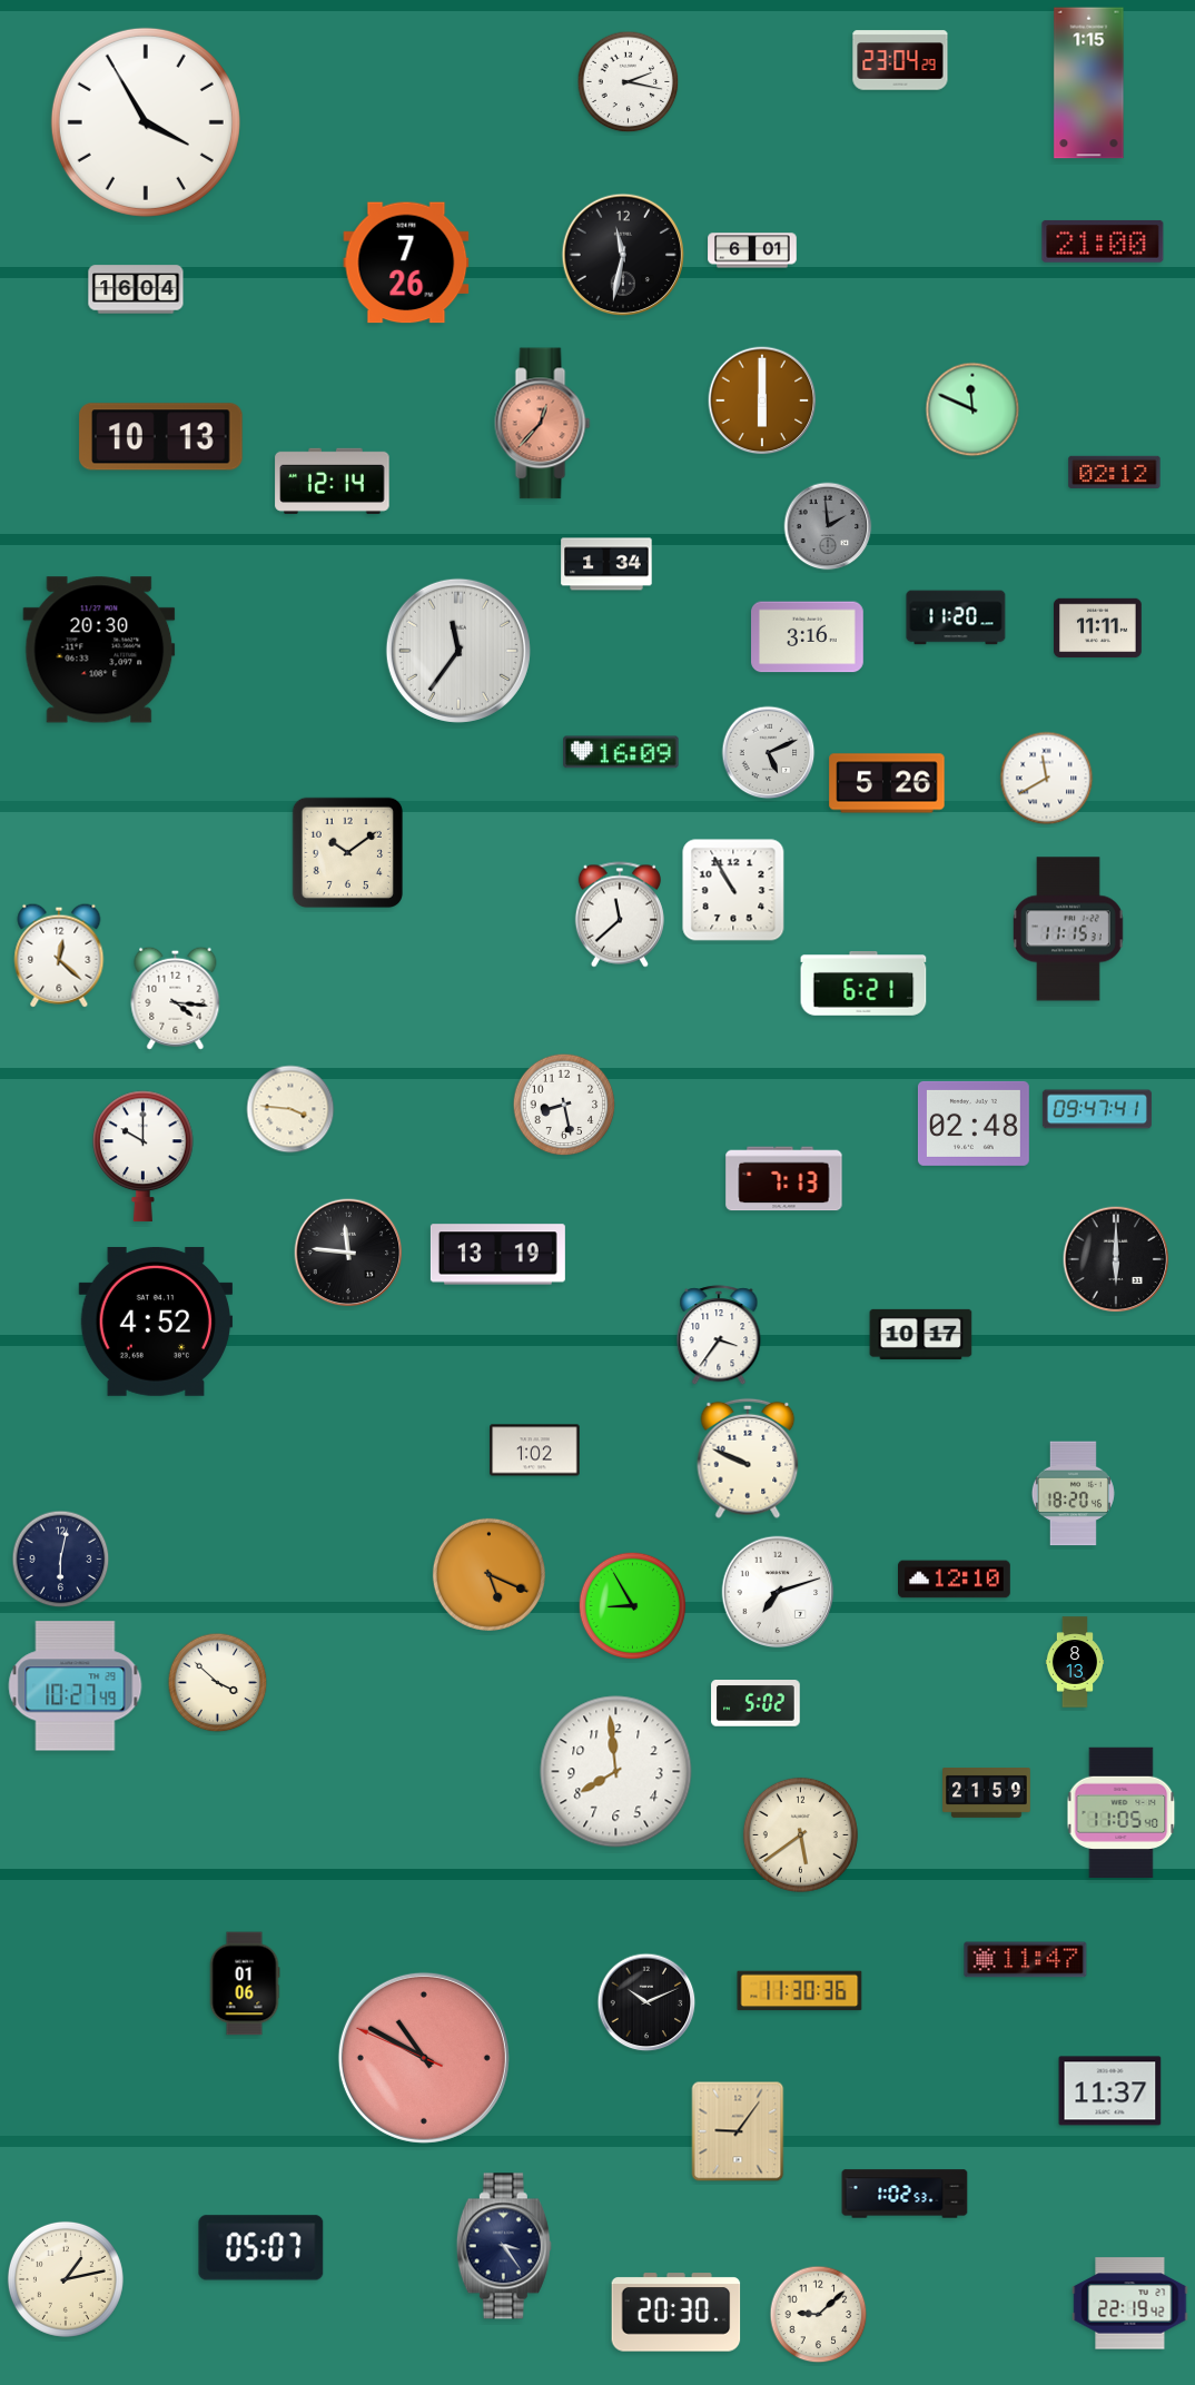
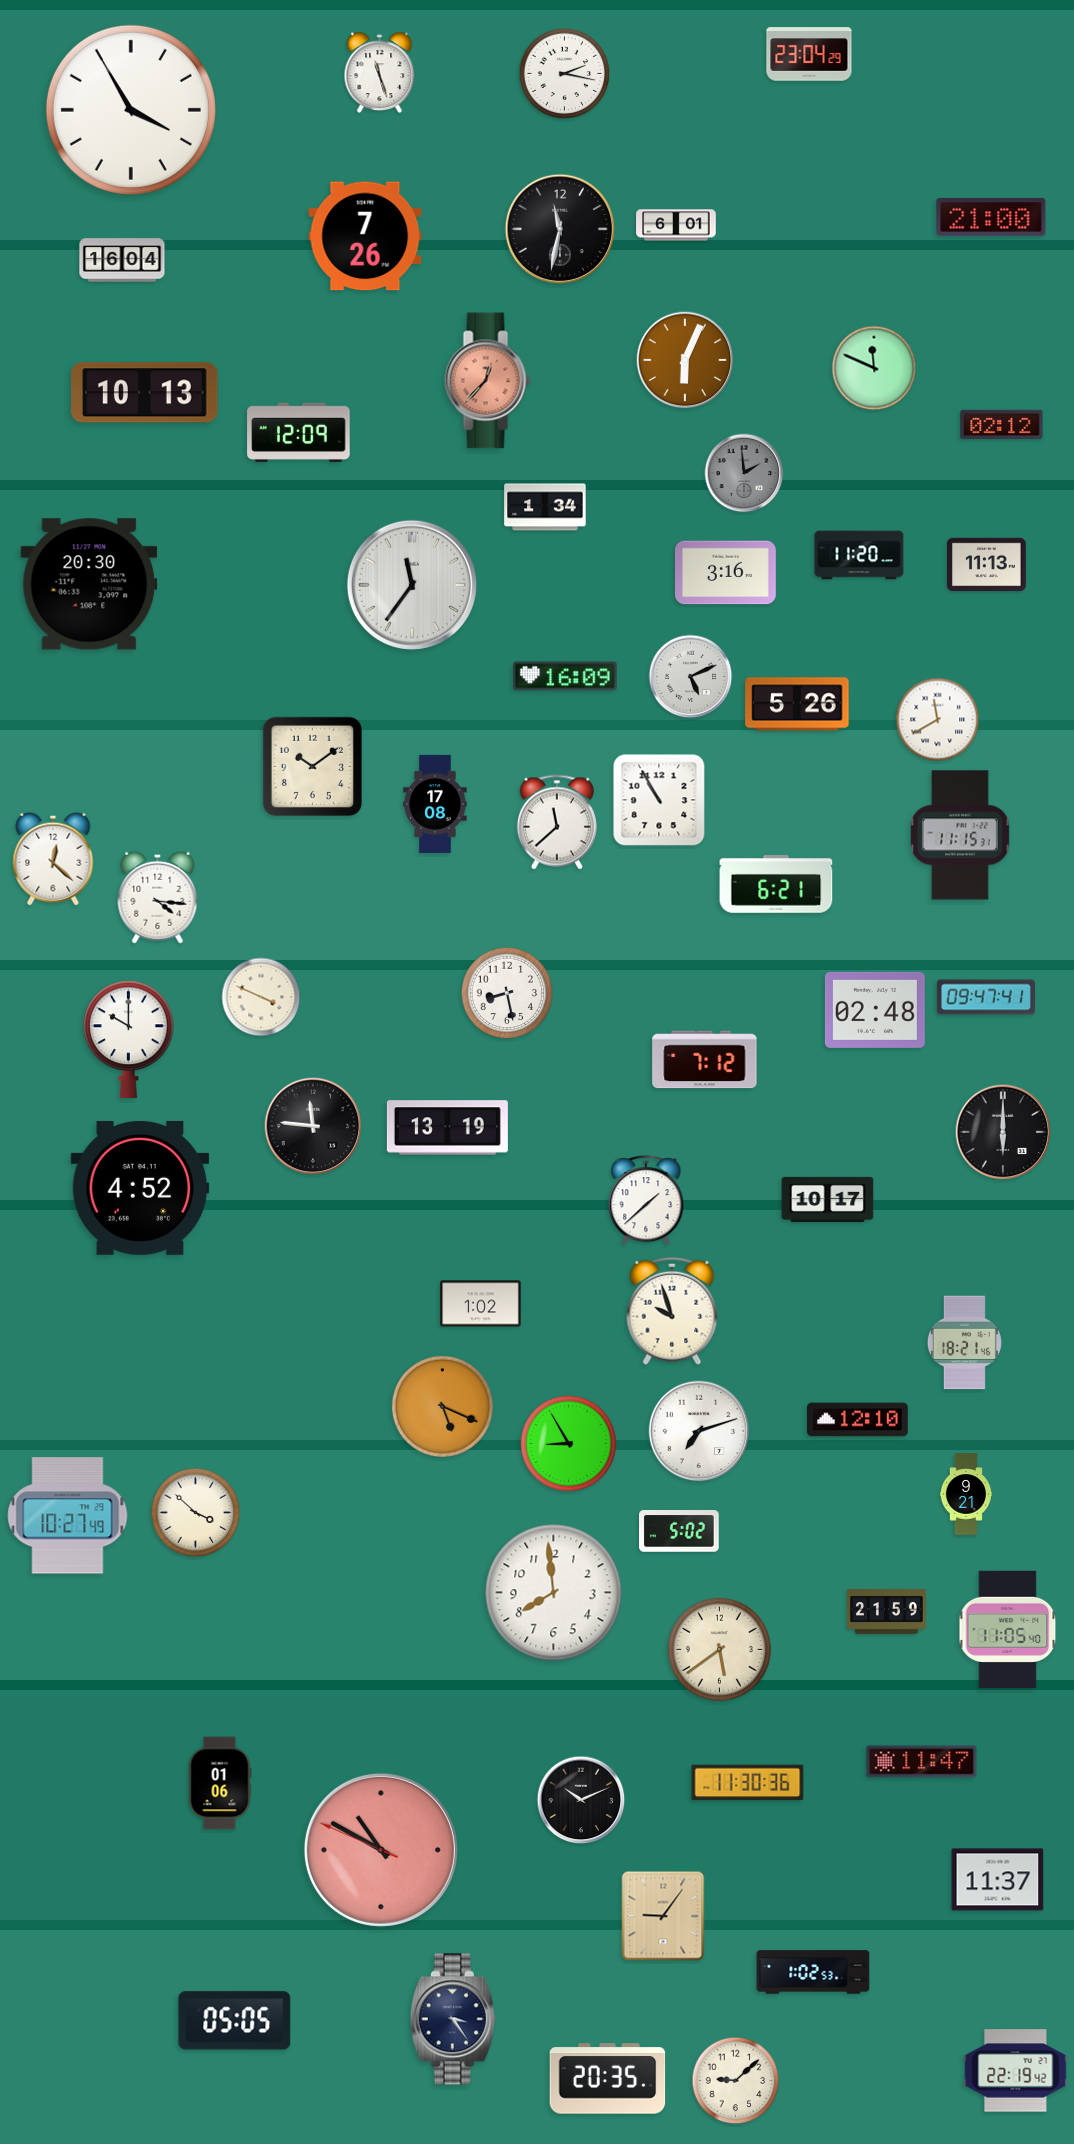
clock at (380, 73): none -> 11:27
clock at (1089, 83): 1:15 -> none
clock at (762, 400): 6:00 -> 6:04
clock at (333, 481): 12:14 -> 12:09
clock at (1098, 629): 11:11 -> 11:13
clock at (621, 752) position: (621, 752) -> (565, 676)
clock at (1047, 779) position: (1047, 779) -> (938, 720)
clock at (435, 804): none -> 17:08
clock at (290, 1109): 3:46 -> 3:49
clock at (784, 1179): 7:13 -> 7:12
clock at (719, 1336): 3:36 -> 1:38
clock at (748, 1458): 9:49 -> 9:57
clock at (1073, 1494): 18:20 -> 18:21
clock at (61, 1560): 6:02 -> none
clock at (488, 1574) position: (488, 1574) -> (442, 1406)
clock at (1075, 1662): 8:13 -> 9:21
clock at (800, 1991) position: (800, 1991) -> (748, 1783)
clock at (261, 2248): 05:07 -> 05:05
clock at (66, 2279): 1:13 -> none
clock at (676, 2313): 20:30 -> 20:35
